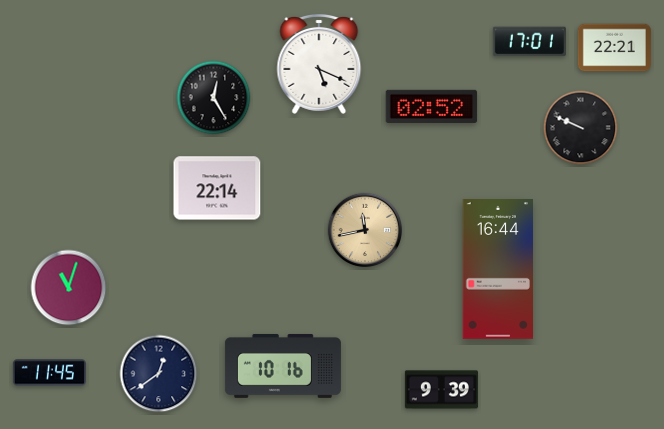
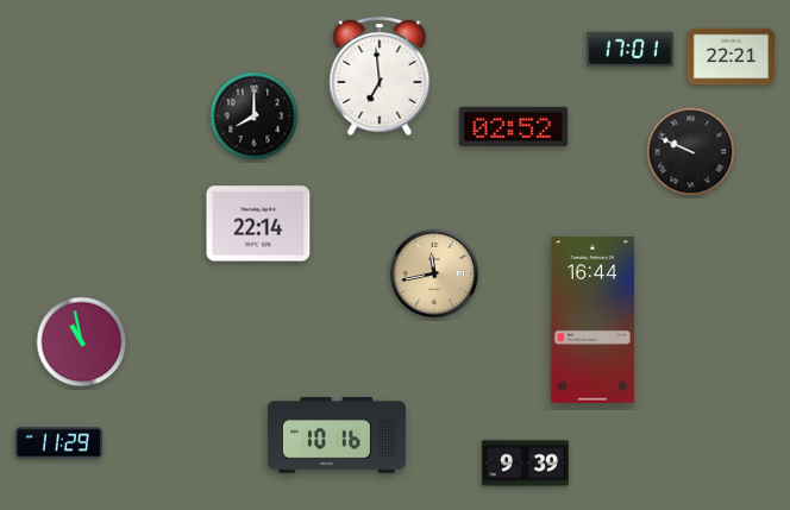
clock at (319, 64): 5:19 -> 6:59
clock at (214, 98): 12:25 -> 8:00
clock at (69, 288): 11:03 -> 10:58
clock at (49, 373): 11:45 -> 11:29
clock at (159, 374): 12:39 -> none
